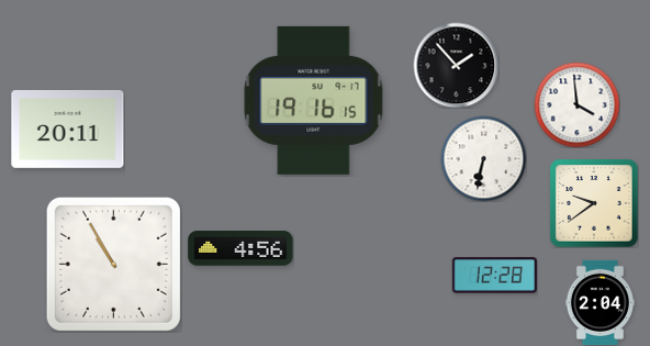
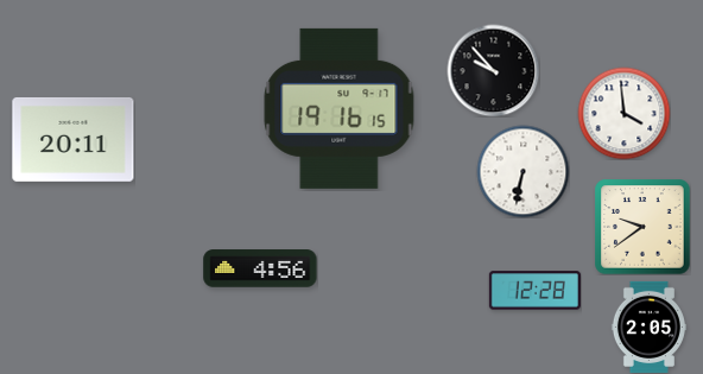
clock at (456, 65): 1:53 -> 9:53
clock at (594, 203) position: (594, 203) -> (642, 227)
clock at (113, 264): 10:55 -> none
clock at (494, 276) position: (494, 276) -> (534, 291)
clock at (599, 302): 2:04 -> 2:05
